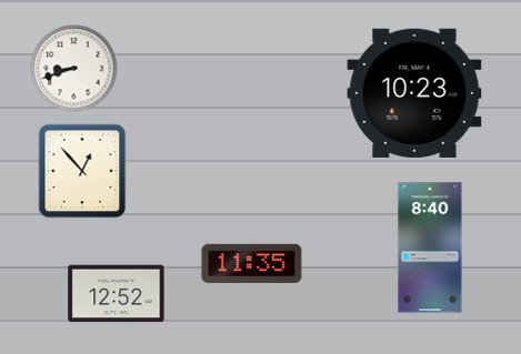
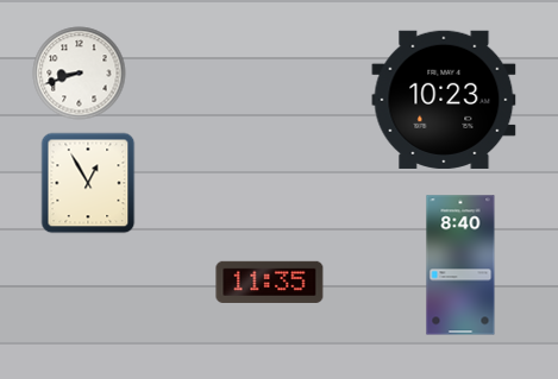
clock at (82, 171): 12:53 -> 12:55
clock at (117, 294): 12:52 -> none
